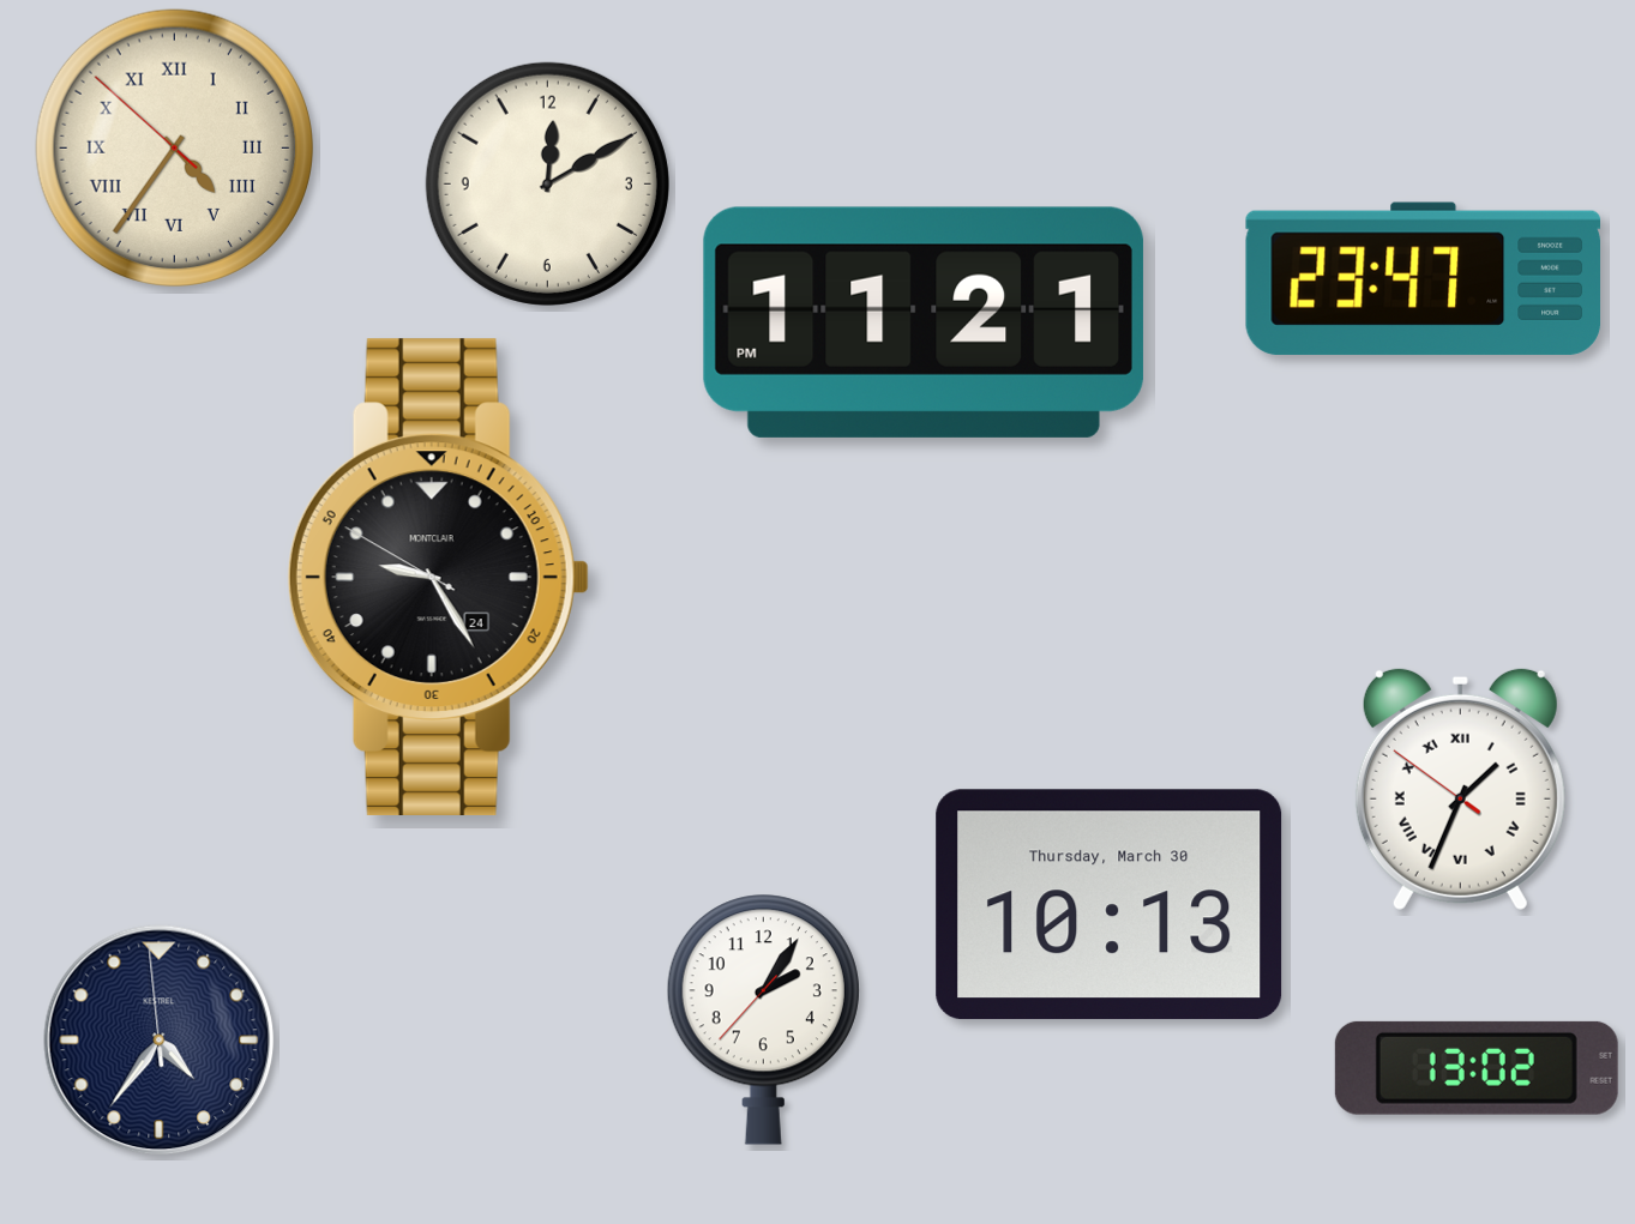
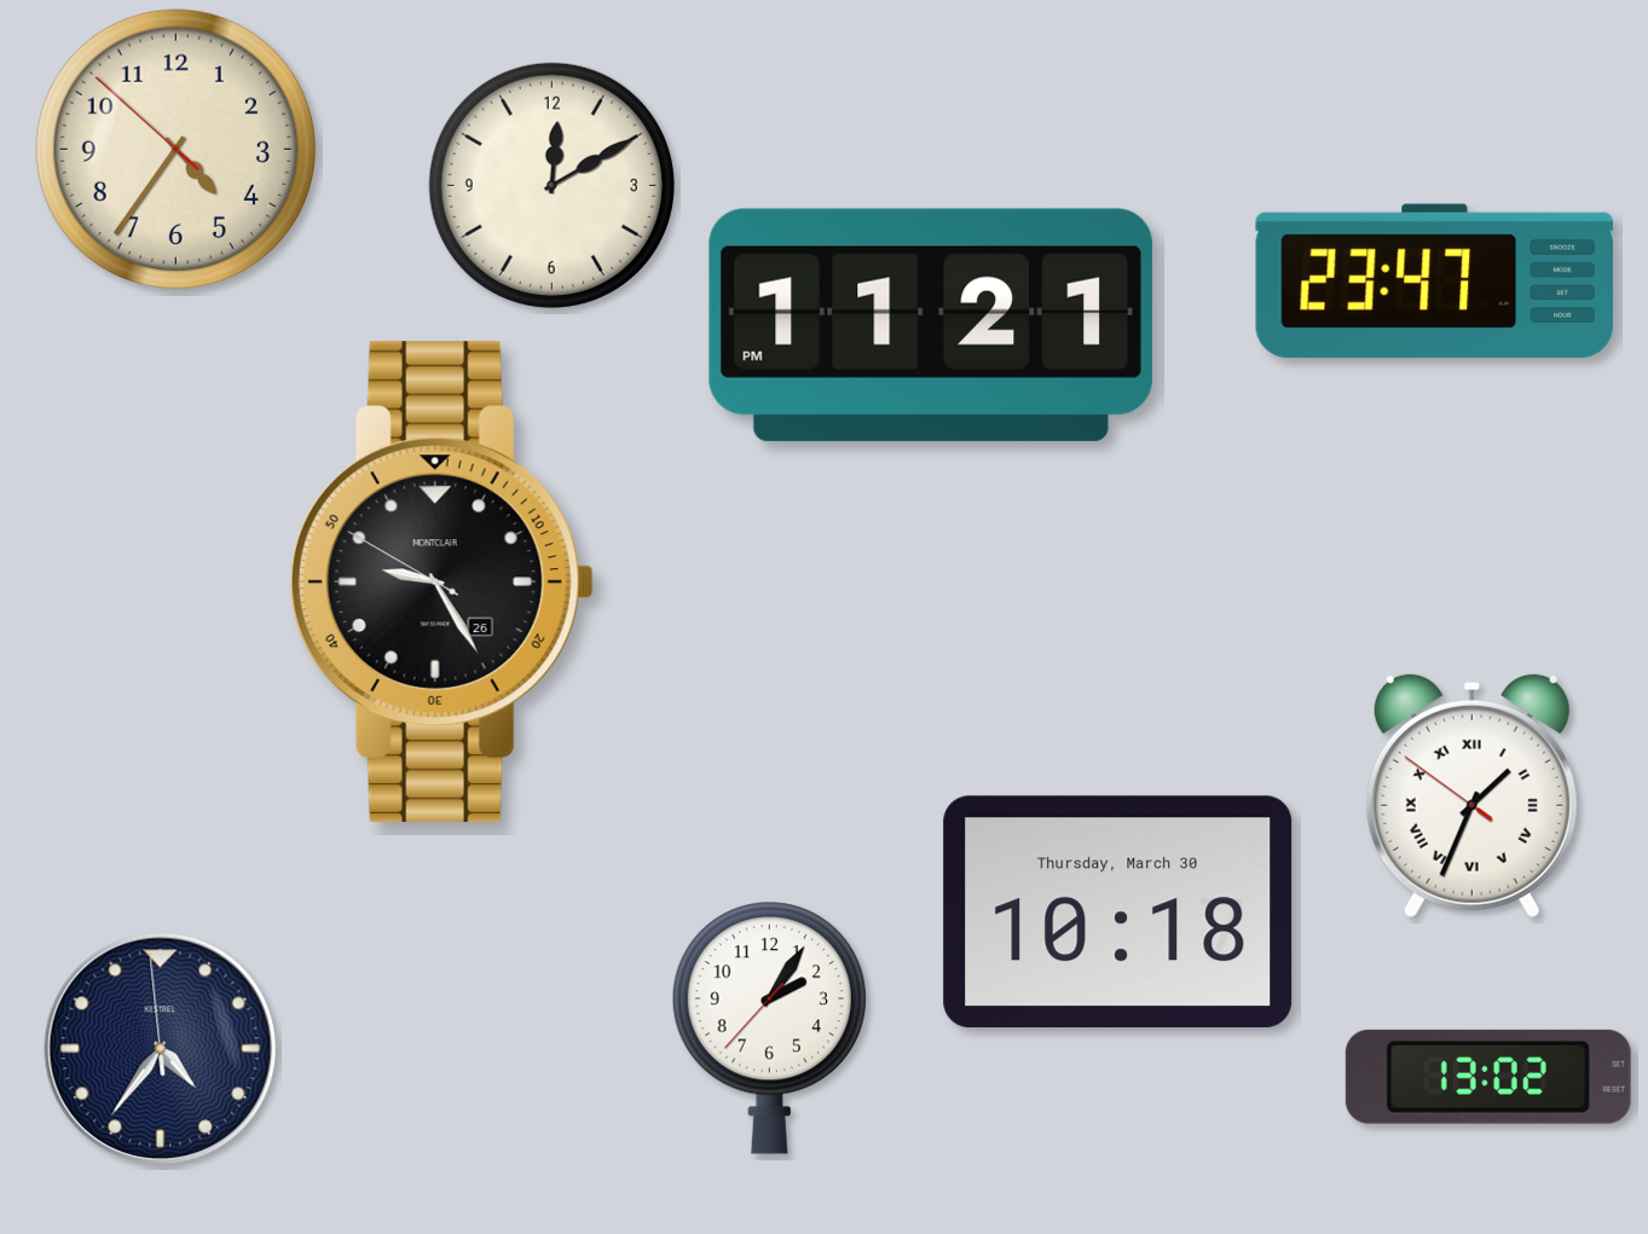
clock at (174, 147) numerals: Roman -> Arabic
clock at (438, 577) date: 24 -> 26
clock at (1110, 905): 10:13 -> 10:18
